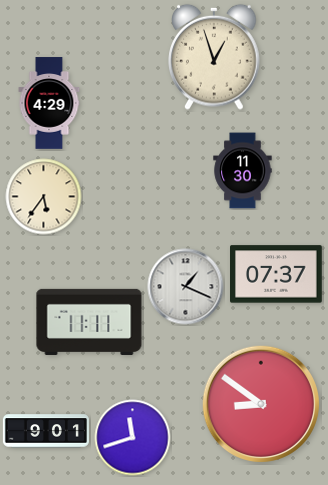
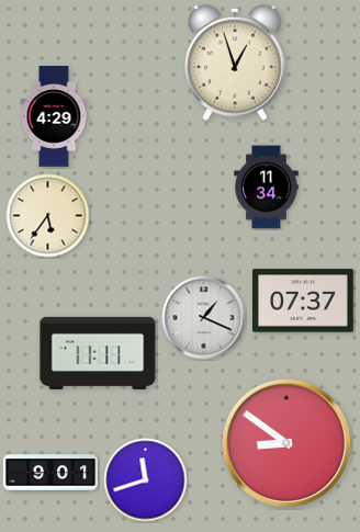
clock at (49, 103) position: (49, 103) -> (54, 116)
clock at (243, 171): 11:30 -> 11:34
clock at (186, 287) position: (186, 287) -> (204, 318)
